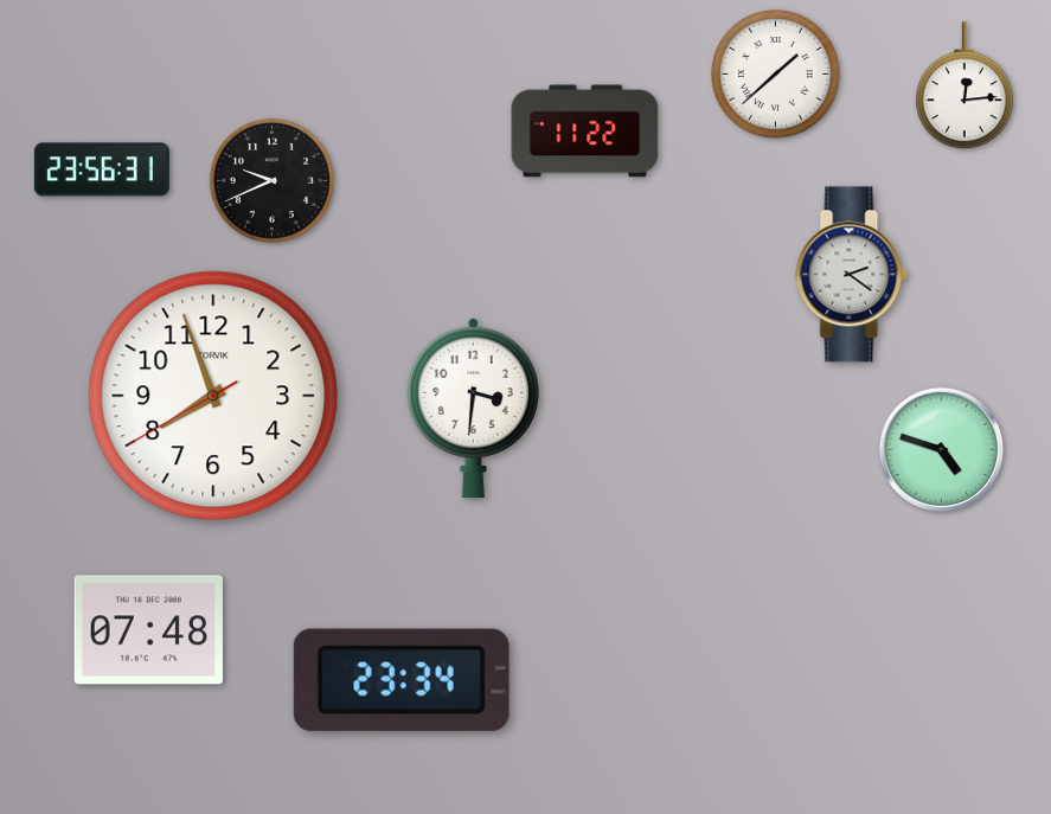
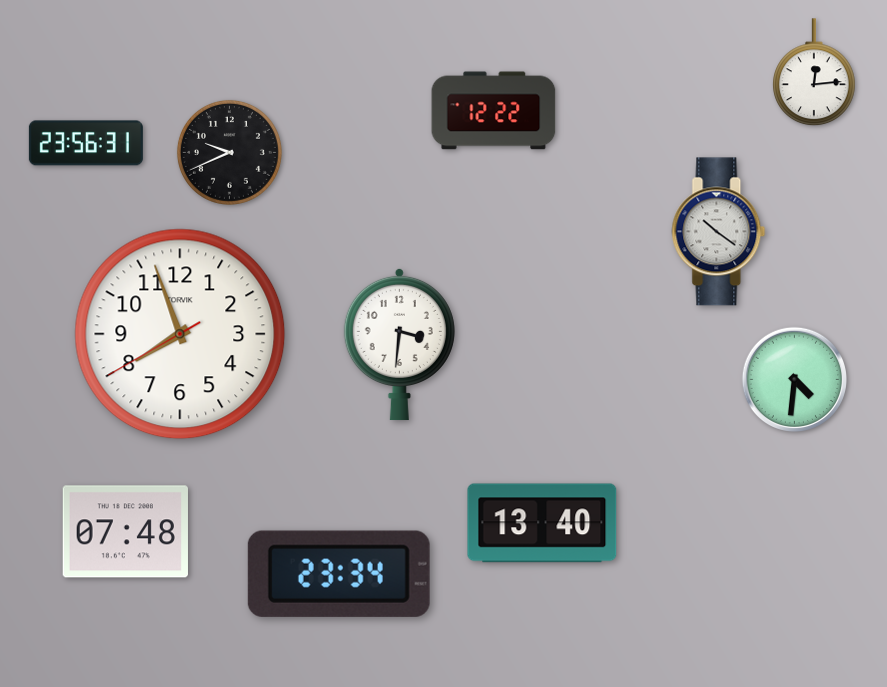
clock at (776, 75): 1:38 -> none
clock at (585, 132): 11:22 -> 12:22
clock at (852, 275): 2:21 -> 10:21
clock at (941, 449): 4:48 -> 4:31
clock at (542, 523): none -> 13:40
